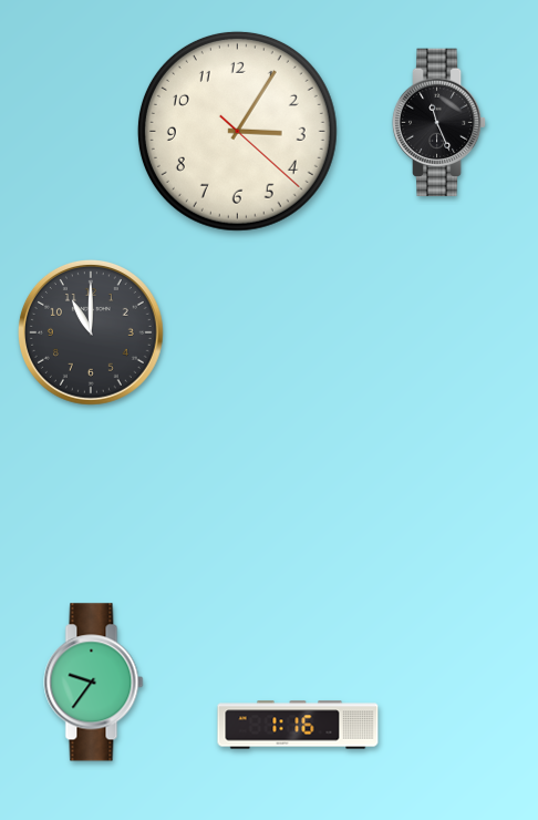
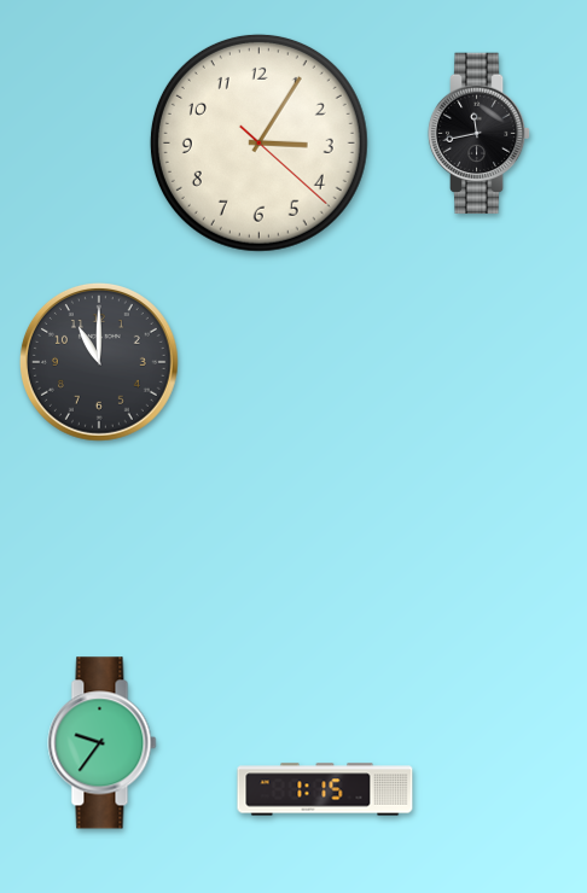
clock at (439, 123): 11:26 -> 11:43
clock at (298, 725): 1:16 -> 1:15
